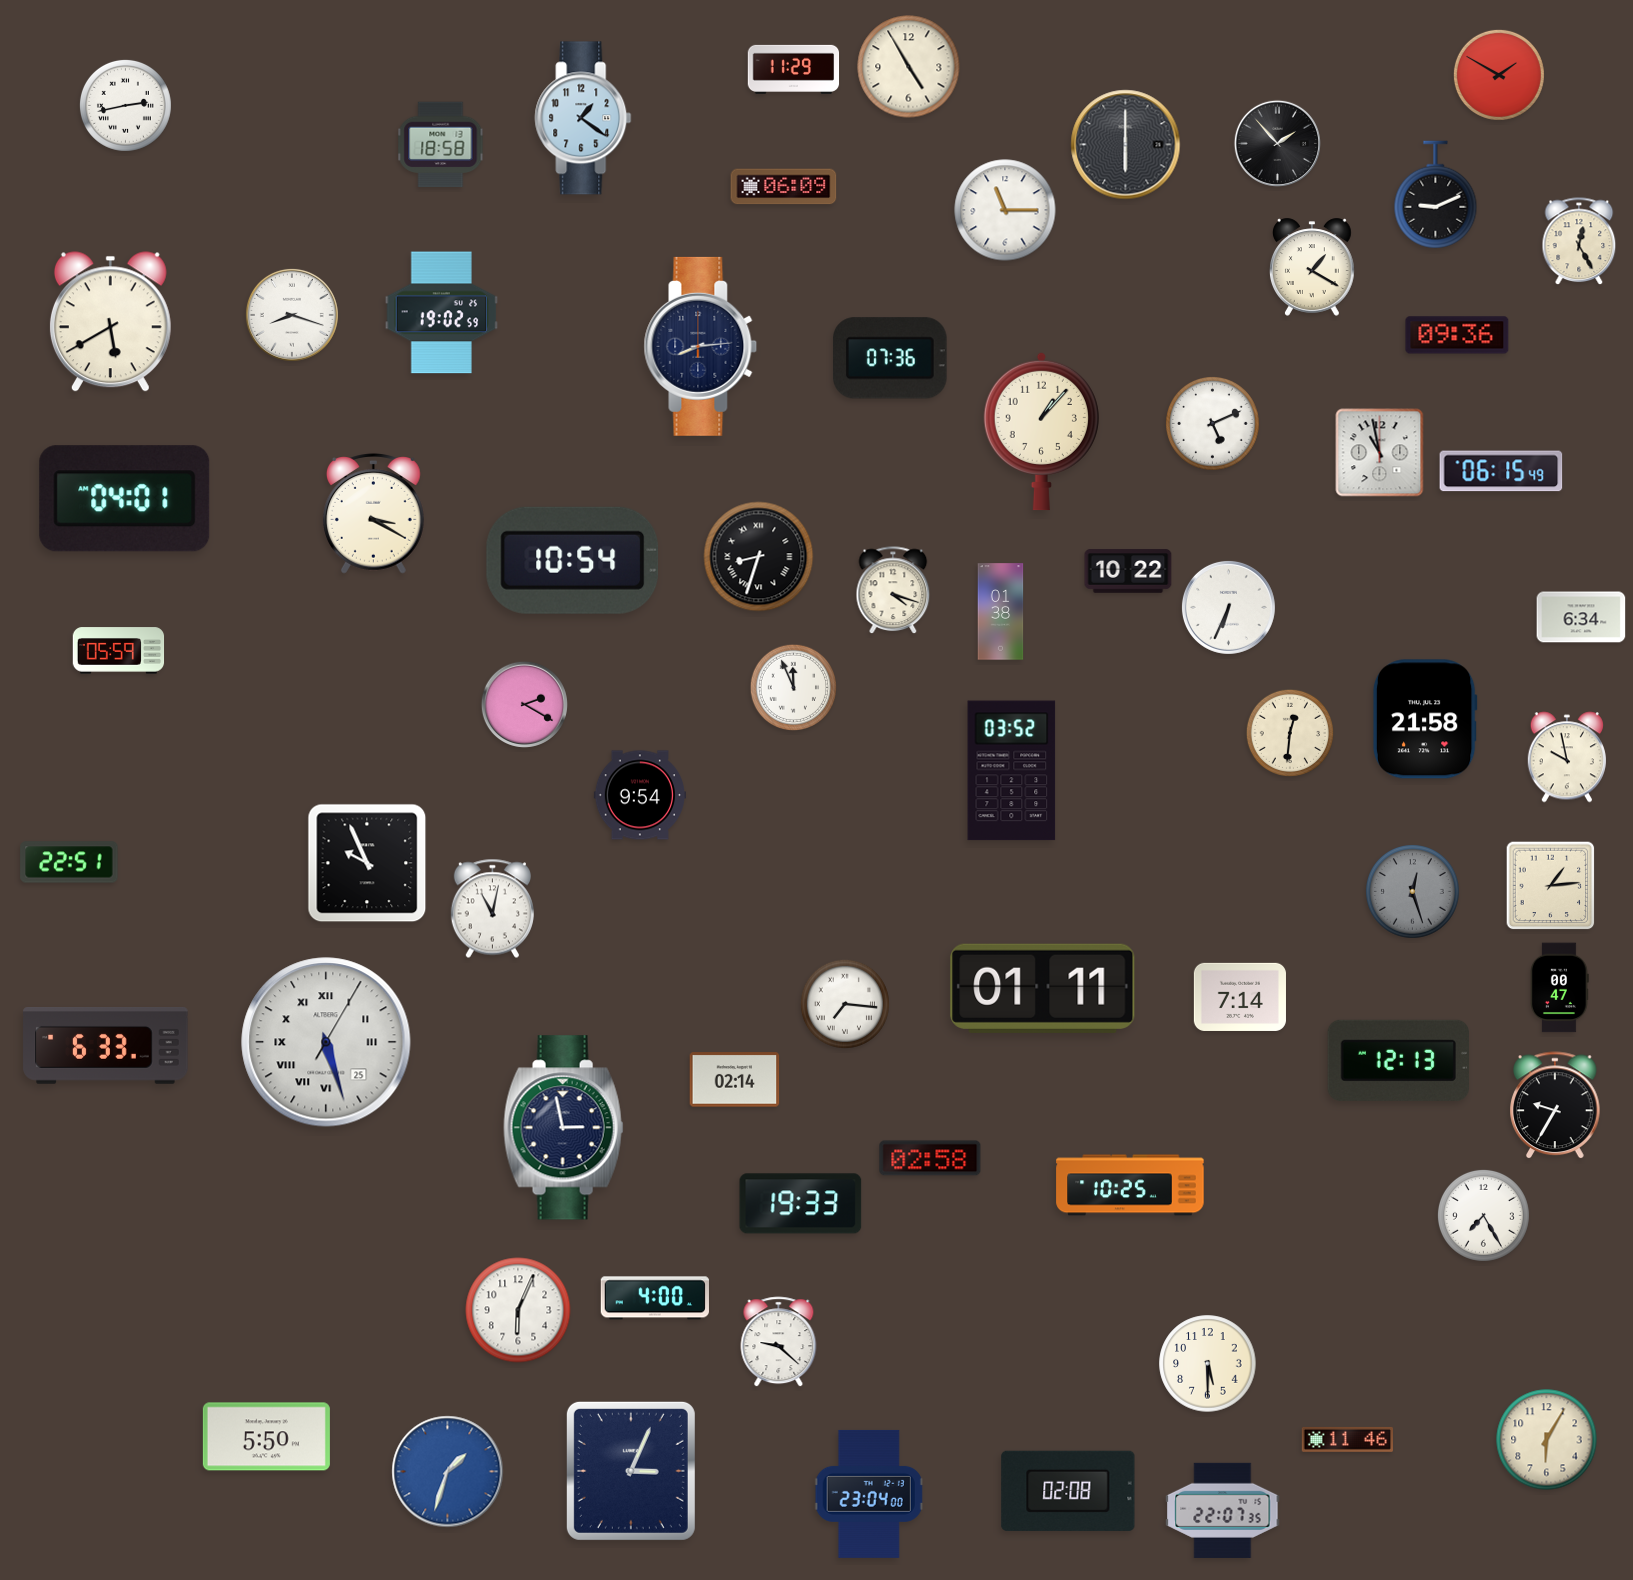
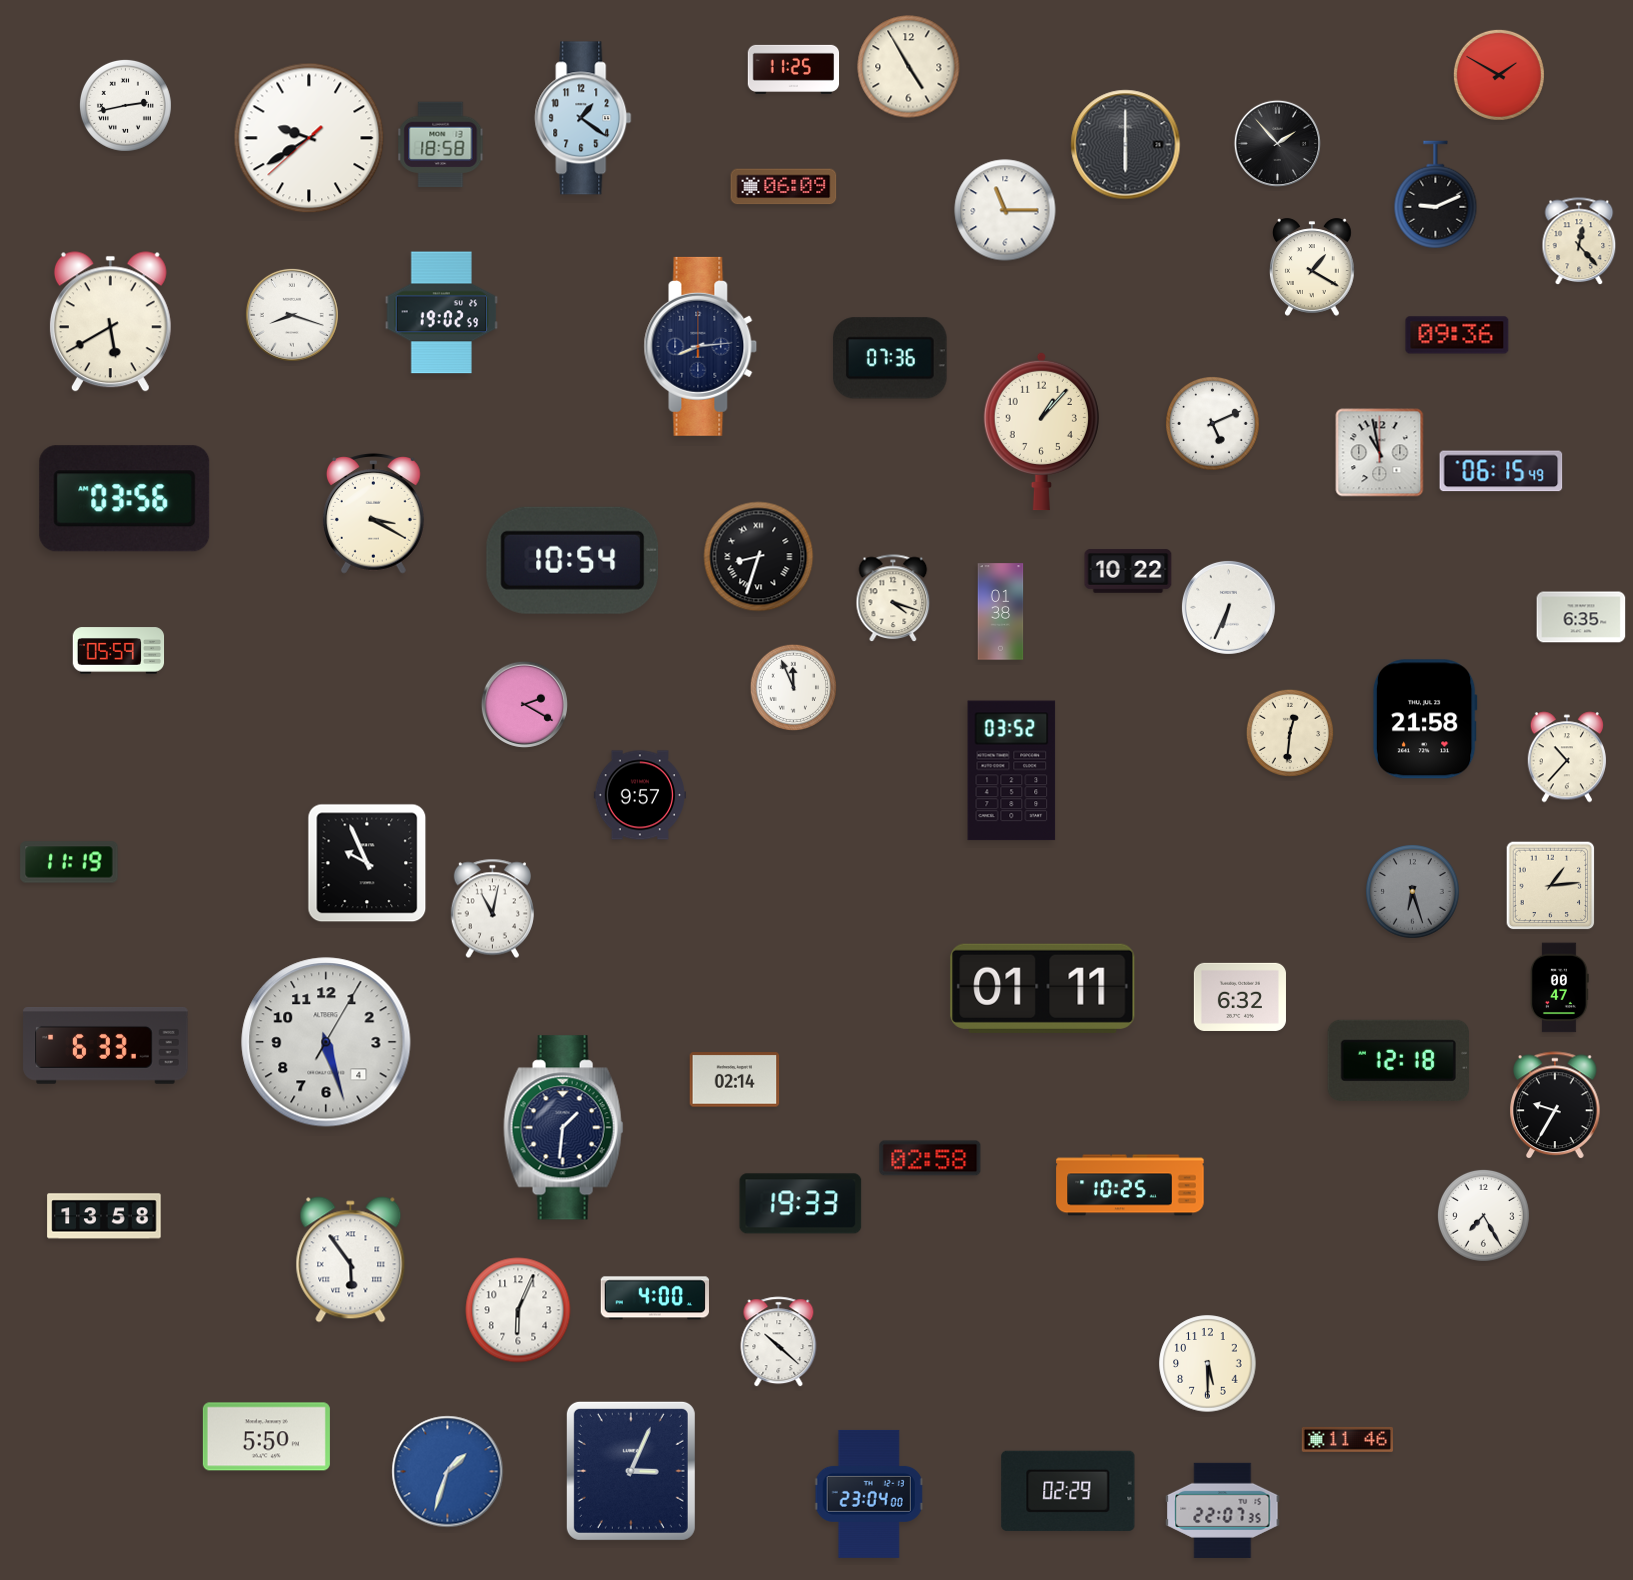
clock at (794, 69): 11:29 -> 11:25
clock at (309, 138): none -> 9:39
clock at (1579, 242): 12:25 -> 12:23
clock at (125, 499): 04:01 -> 03:56
clock at (893, 591) position: (893, 591) -> (893, 599)
clock at (1581, 617): 6:34 -> 6:35
clock at (1566, 757): 9:58 -> 10:37
clock at (640, 795): 9:54 -> 9:57
clock at (69, 862): 22:51 -> 11:19
clock at (1413, 892): 12:27 -> 6:27
clock at (1240, 997): 7:14 -> 6:32
clock at (845, 1004): 7:16 -> none
clock at (326, 1042) date: 25 -> 4
clock at (326, 1042) numerals: Roman -> Arabic
clock at (1398, 1060): 12:13 -> 12:18
clock at (564, 1128): 2:58 -> 1:31
clock at (104, 1216): none -> 13:58
clock at (351, 1260): none -> 5:54
clock at (779, 1342): 9:22 -> 10:22
clock at (1547, 1440): 6:05 -> none
clock at (1068, 1491): 02:08 -> 02:29
